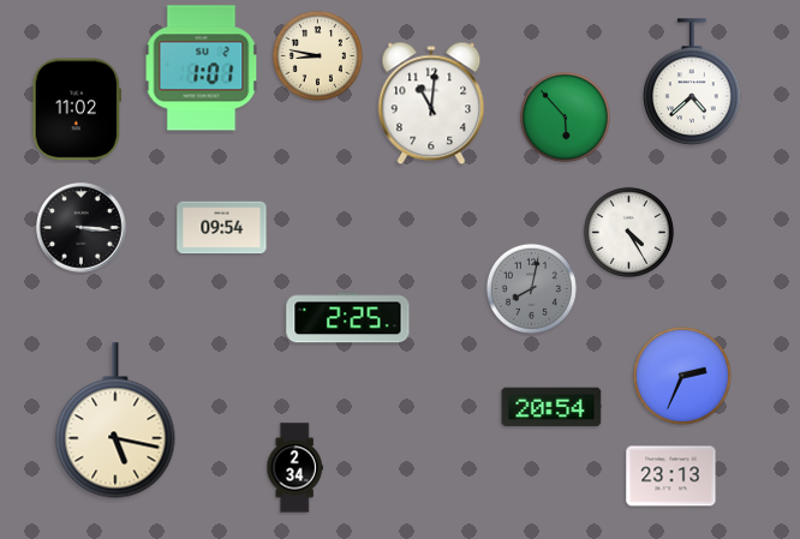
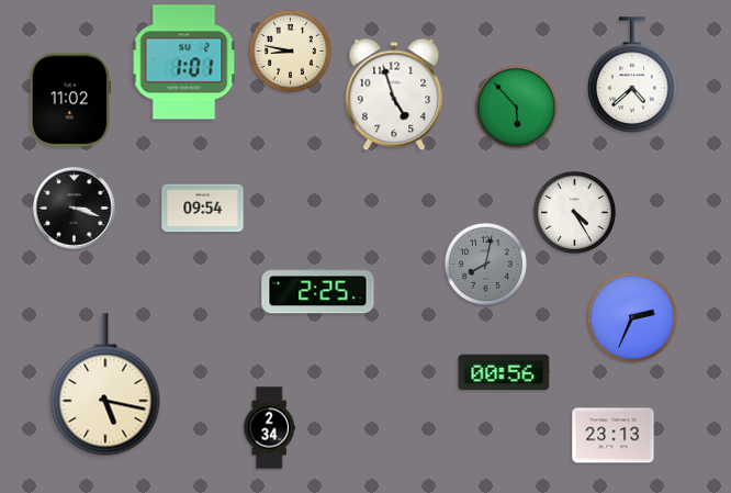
clock at (431, 103): 11:01 -> 4:57
clock at (82, 228): 3:16 -> 3:18
clock at (682, 376) position: (682, 376) -> (632, 317)
clock at (551, 407): 20:54 -> 00:56
